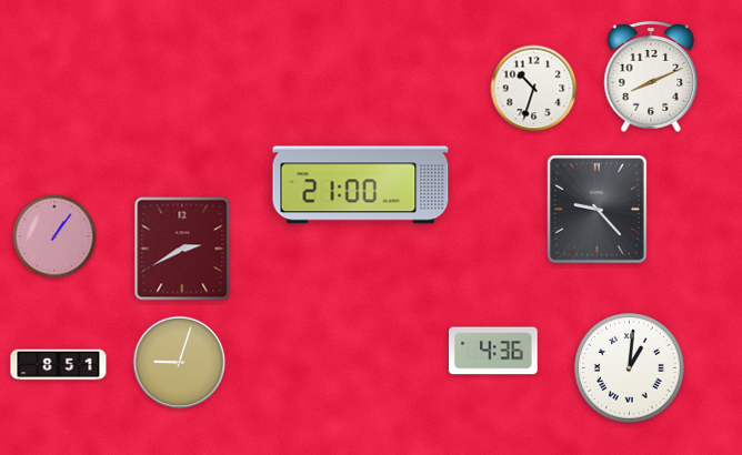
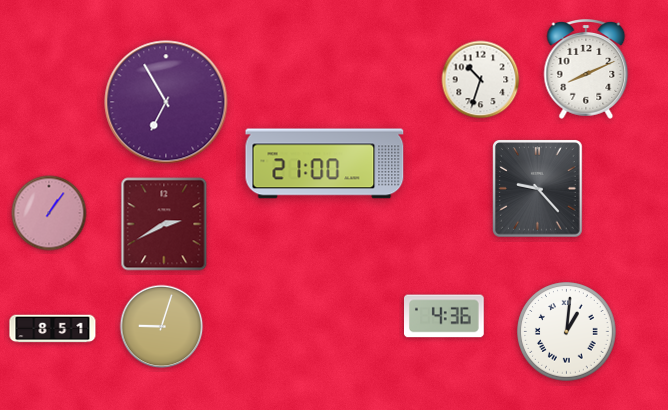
clock at (166, 102): none -> 6:55
clock at (361, 185) position: (361, 185) -> (325, 164)
